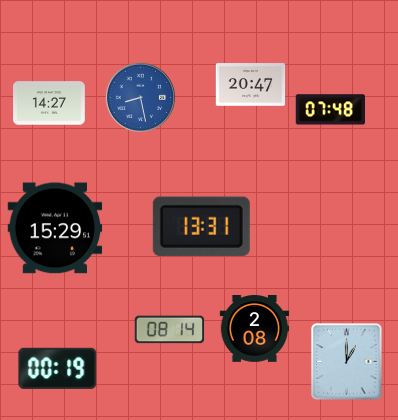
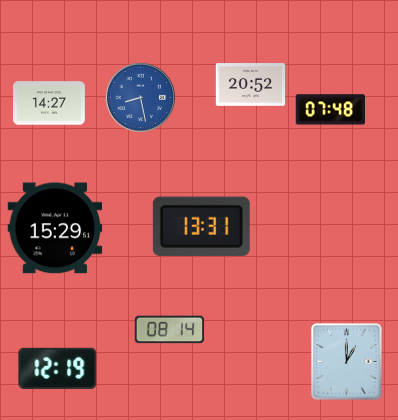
clock at (251, 85): 20:47 -> 20:52
clock at (255, 329): 2:08 -> none
clock at (58, 368): 00:19 -> 12:19
